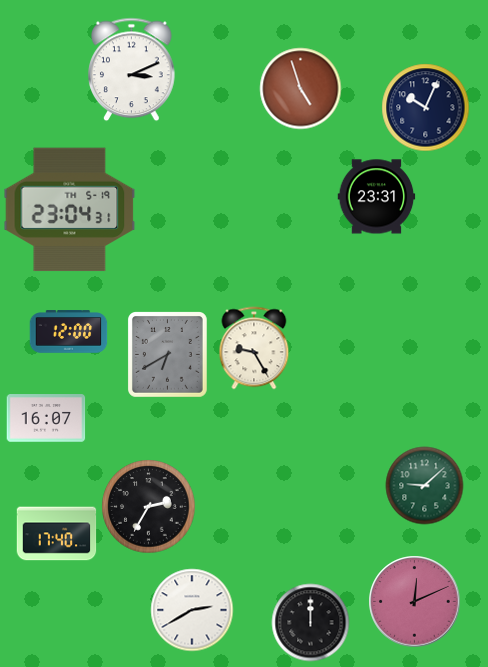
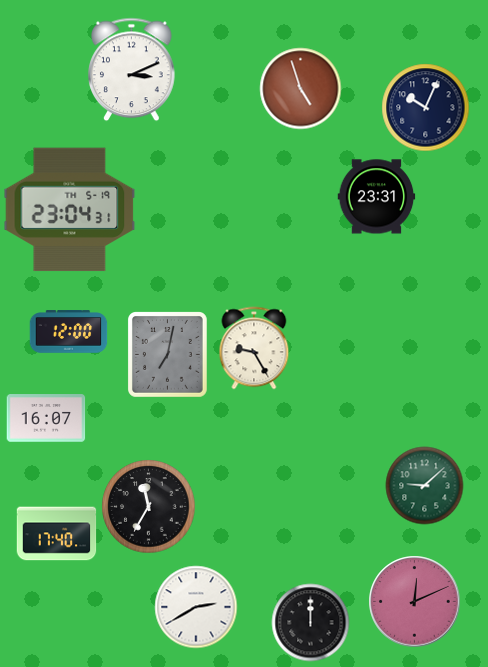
clock at (168, 355): 6:40 -> 7:02
clock at (148, 506): 2:35 -> 11:35
clock at (192, 610) position: (192, 610) -> (196, 607)
